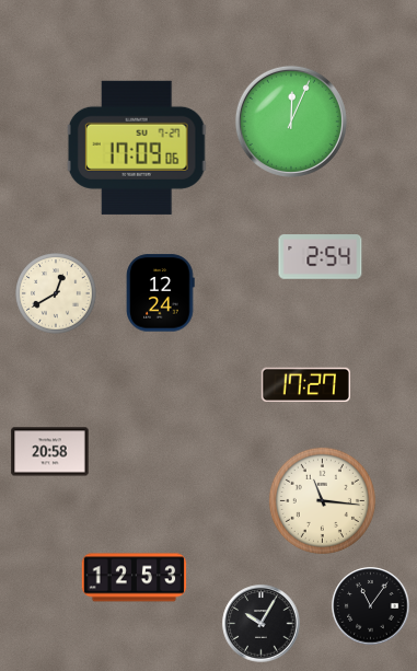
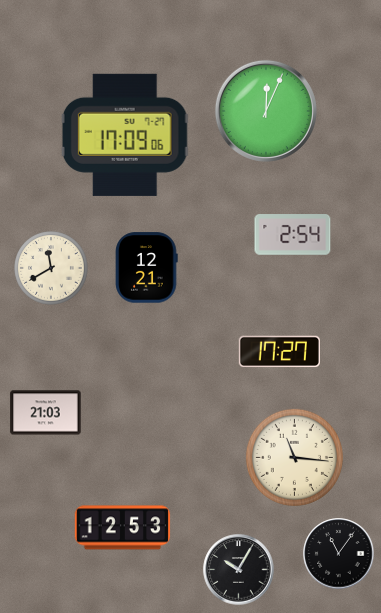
clock at (56, 293): 12:40 -> 11:40
clock at (161, 293): 12:24 -> 12:21
clock at (50, 452): 20:58 -> 21:03
